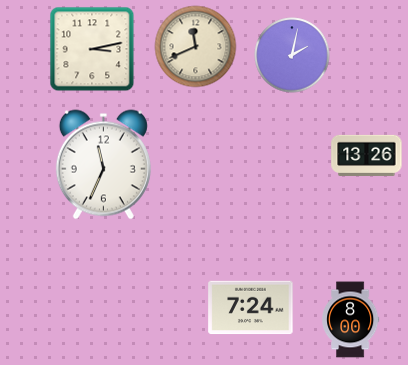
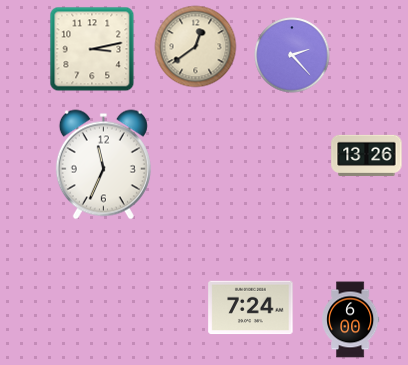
clock at (196, 47): 11:41 -> 12:39
clock at (292, 55): 2:02 -> 2:23
clock at (351, 320): 8:00 -> 6:00
